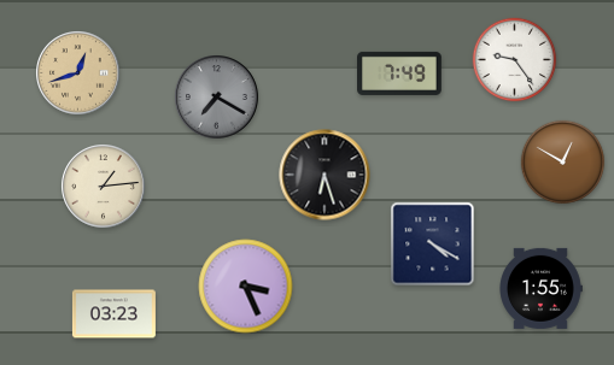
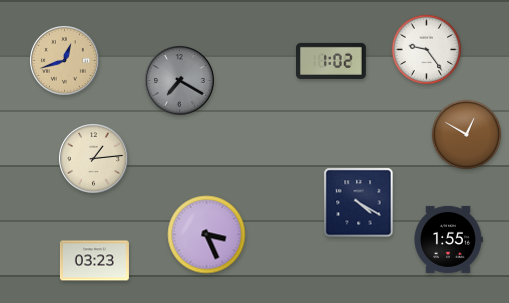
clock at (400, 73): 7:49 -> 1:02
clock at (324, 175): 6:27 -> none
clock at (104, 187) position: (104, 187) -> (94, 159)
clock at (246, 287) position: (246, 287) -> (207, 235)
